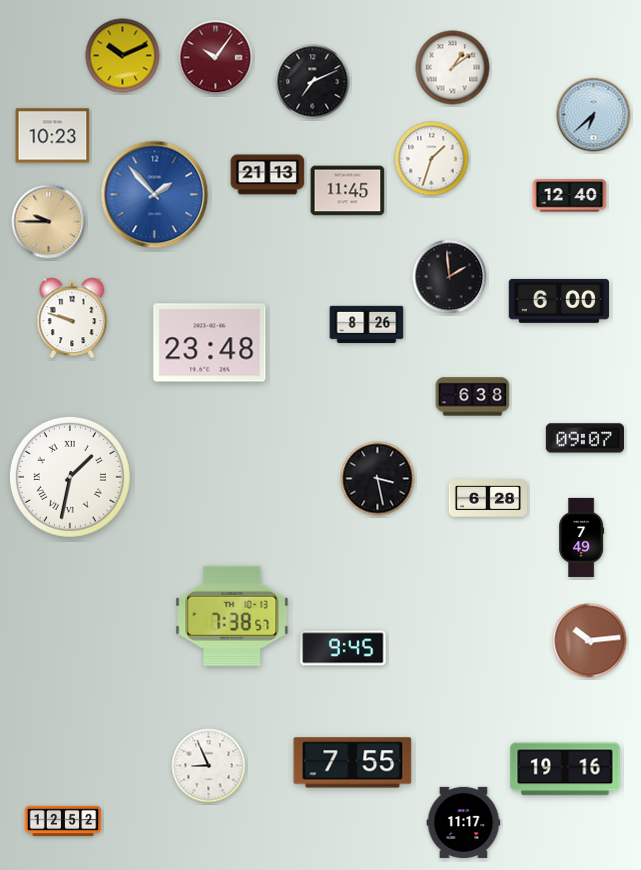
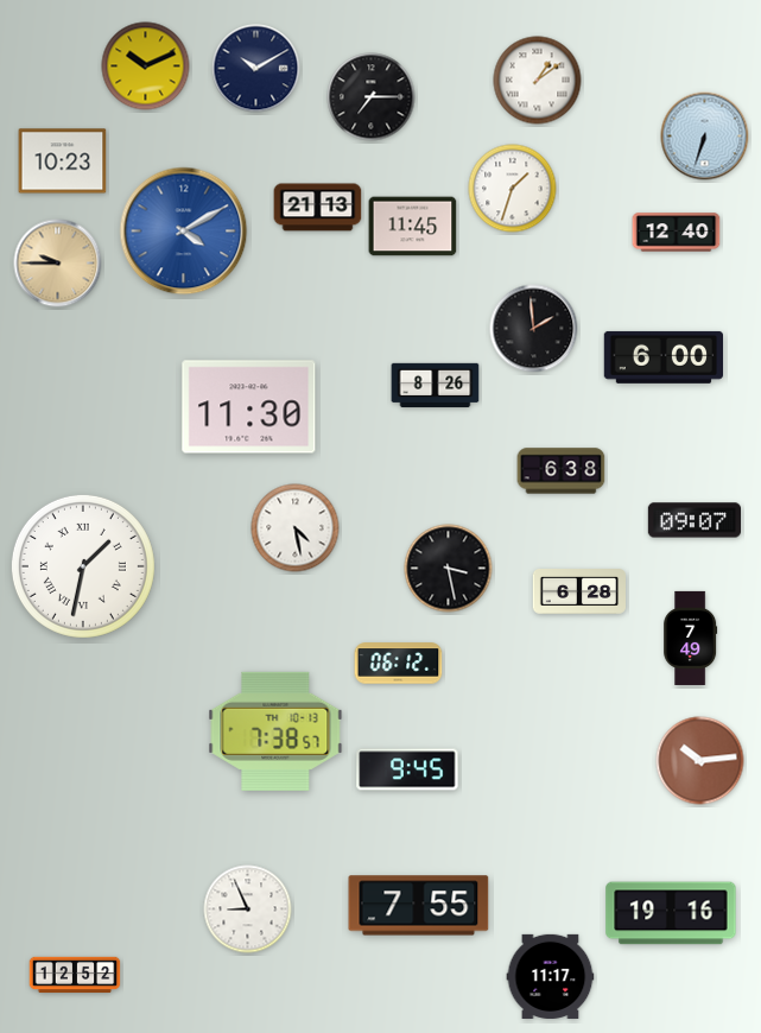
clock at (216, 58): 10:06 -> 10:10
clock at (216, 58) dial: burgundy -> navy
clock at (313, 82): 7:11 -> 7:15
clock at (594, 115): 6:38 -> 6:33
clock at (155, 195): 1:53 -> 4:10
clock at (72, 318): 9:48 -> none
clock at (210, 343): 23:48 -> 11:30
clock at (296, 528): none -> 4:28
clock at (399, 664): none -> 06:12
